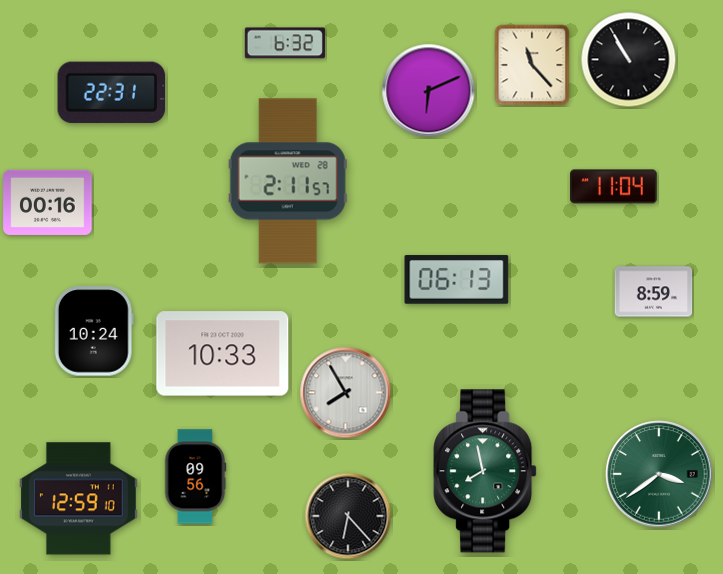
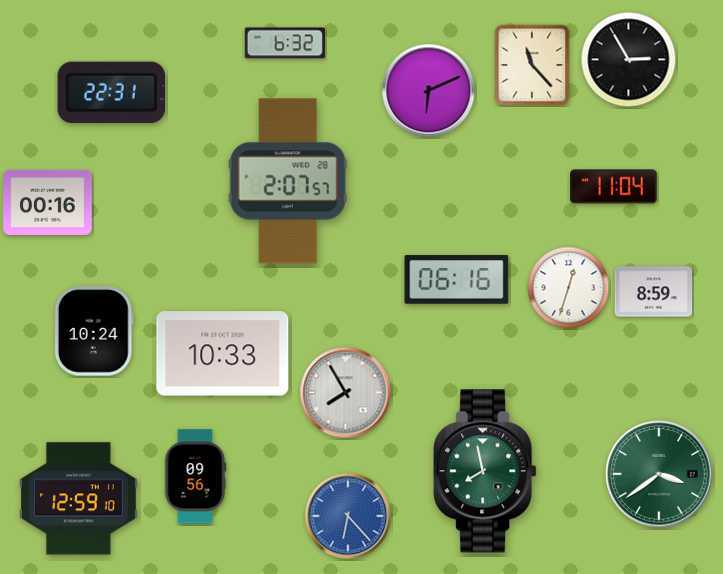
clock at (629, 60): 10:55 -> 2:55
clock at (288, 181): 2:11 -> 2:07
clock at (457, 280): 06:13 -> 06:16
clock at (569, 288): none -> 12:33
clock at (348, 516) dial: black -> blue
